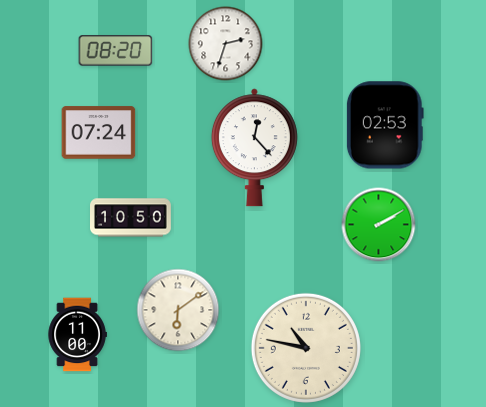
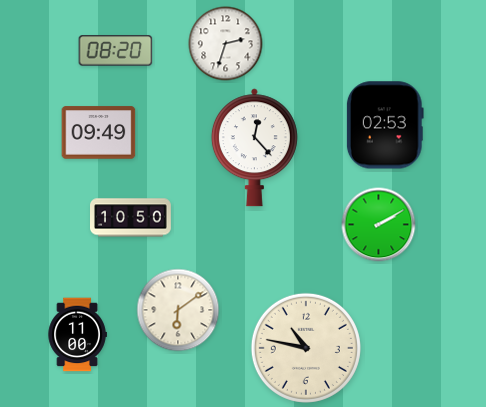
clock at (99, 133): 07:24 -> 09:49
